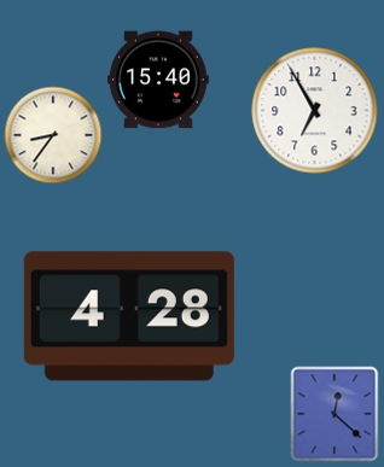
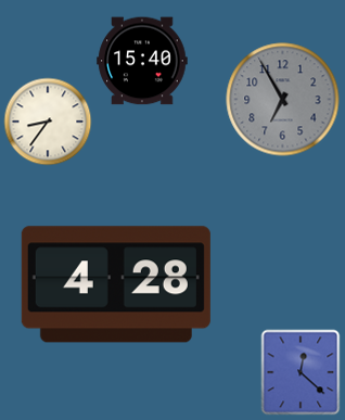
clock at (158, 80) position: (158, 80) -> (142, 61)
clock at (315, 111) dial: white -> grey
